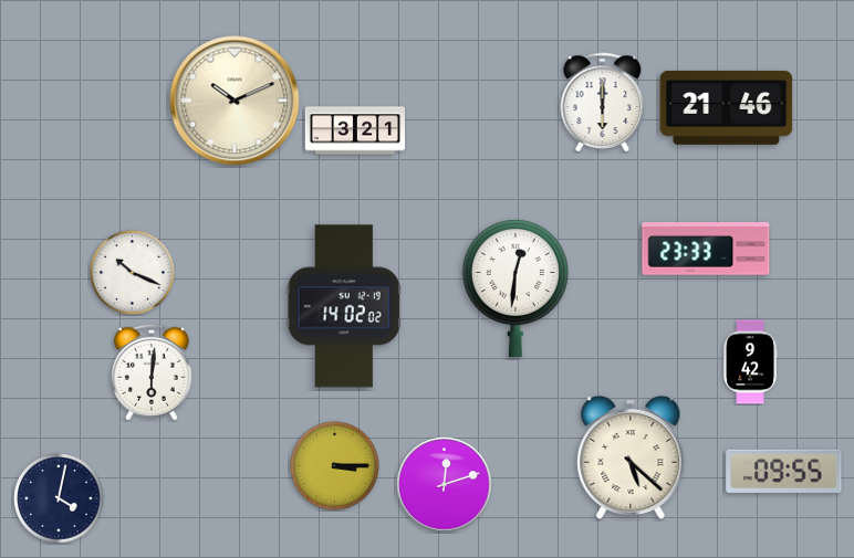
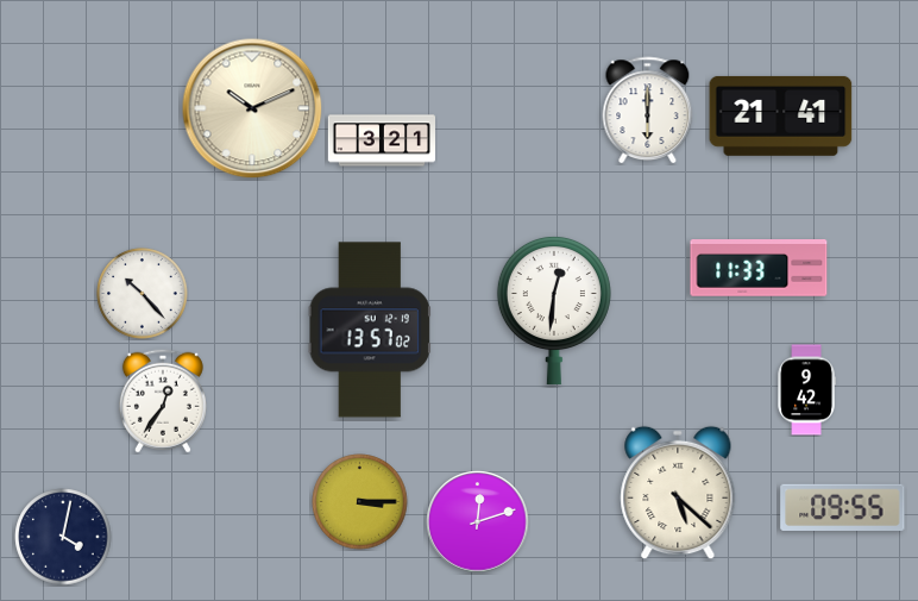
clock at (727, 107): 21:46 -> 21:41
clock at (706, 250): 23:33 -> 11:33
clock at (133, 273): 10:19 -> 10:23
clock at (344, 306): 14:02 -> 13:57
clock at (152, 372): 6:01 -> 12:36
